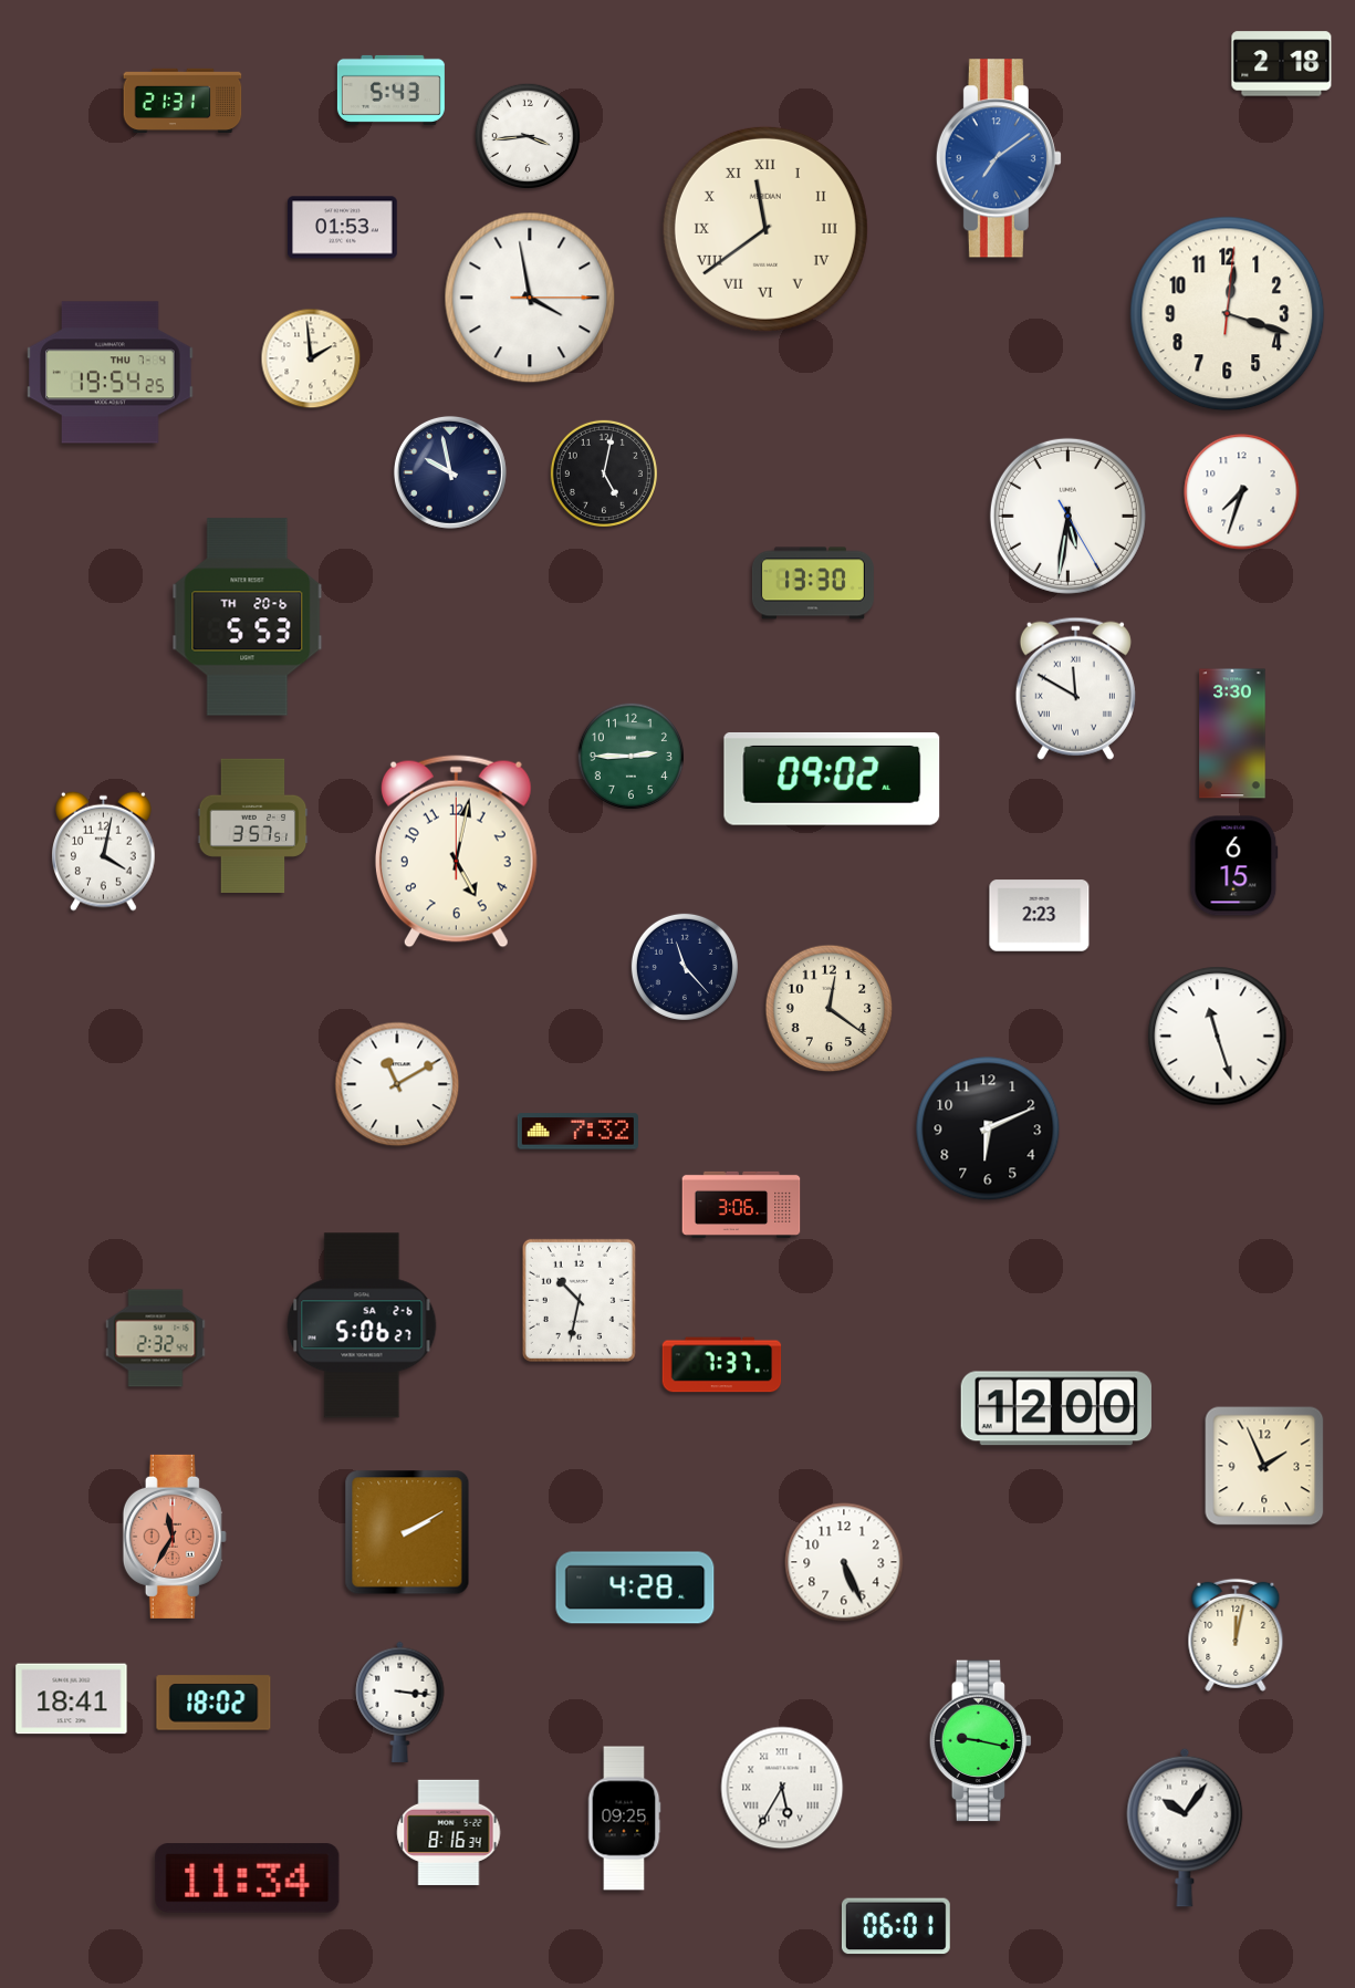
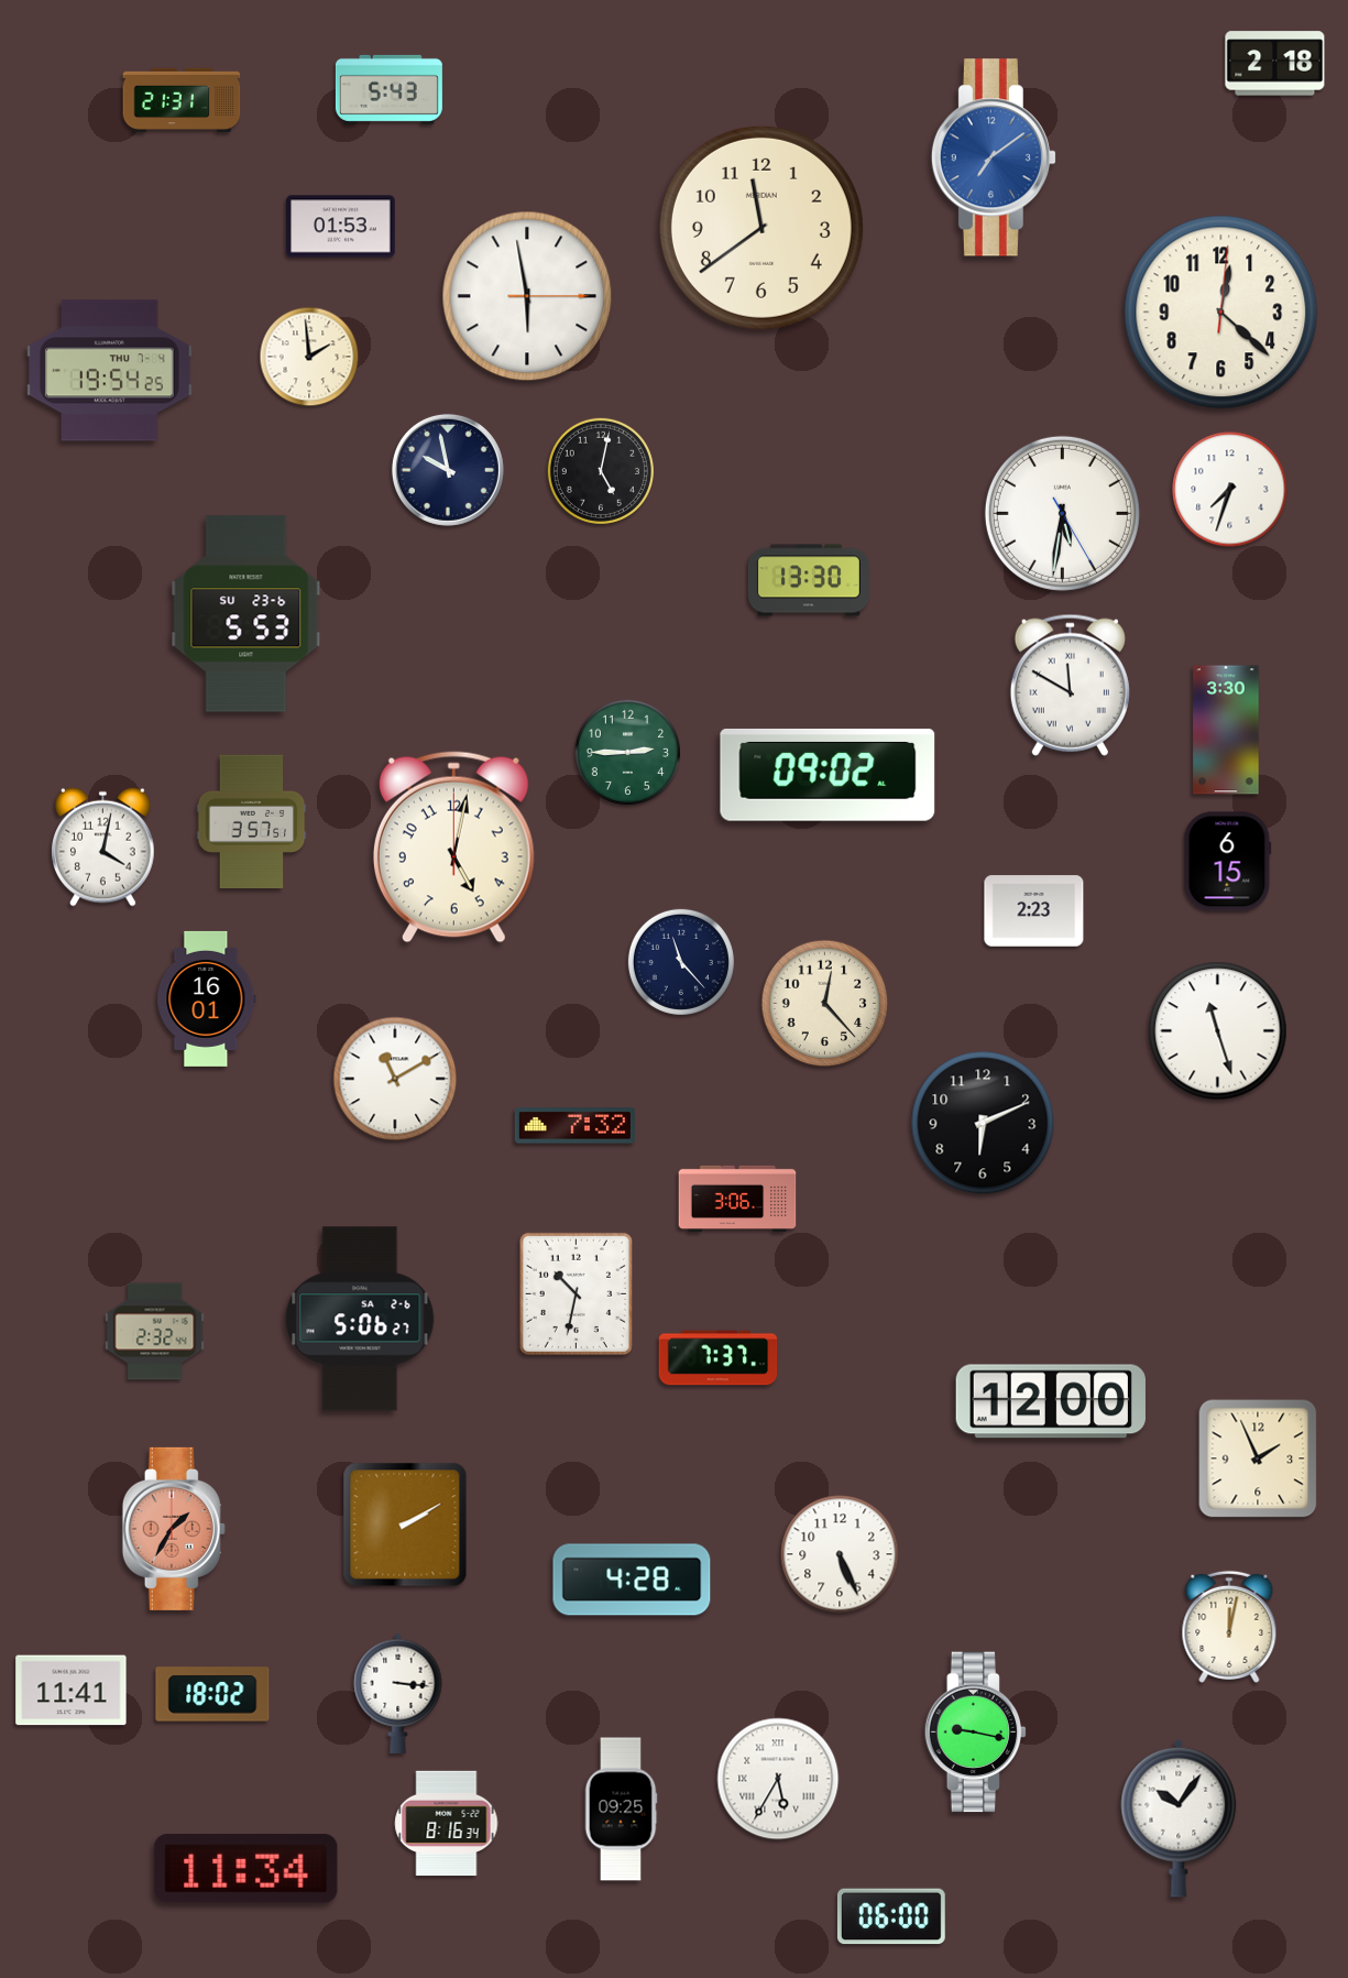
clock at (528, 136): 3:44 -> none
clock at (765, 229) numerals: Roman -> Arabic
clock at (530, 298): 3:58 -> 5:58
clock at (1228, 314): 12:18 -> 12:22
clock at (1242, 492) position: (1242, 492) -> (1230, 490)
clock at (248, 617) date: TH 20-6 -> SU 23-6
clock at (207, 998): none -> 16:01
clock at (830, 1009): 12:21 -> 12:23
clock at (1218, 1037) position: (1218, 1037) -> (1218, 1031)
clock at (175, 1537): 11:35 -> 1:35
clock at (72, 1699): 18:41 -> 11:41
clock at (896, 1926): 06:01 -> 06:00
